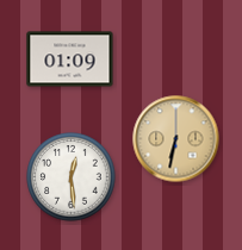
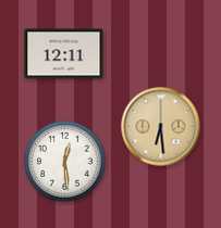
clock at (70, 60): 01:09 -> 12:11
clock at (176, 139): 6:32 -> 6:29
